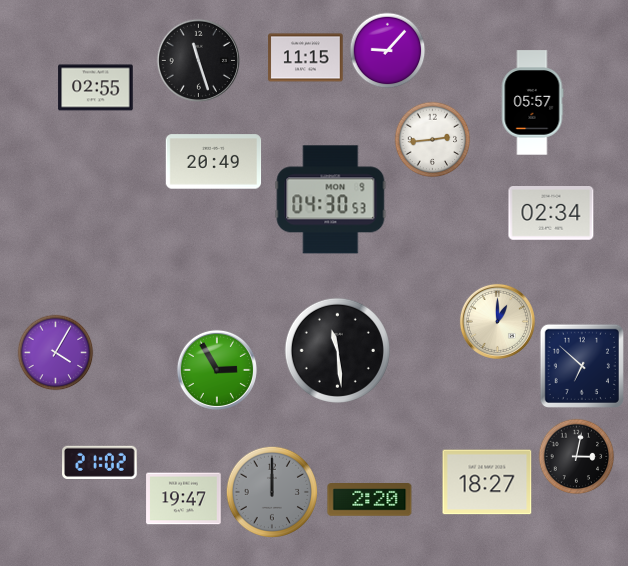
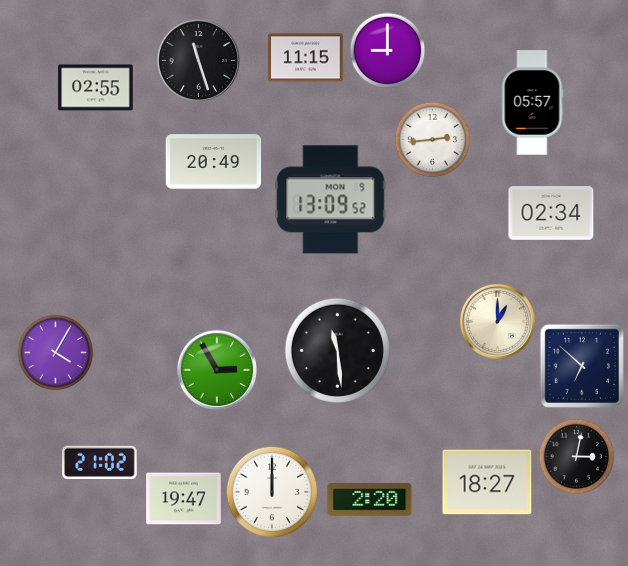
clock at (388, 51): 9:07 -> 9:00
clock at (331, 200): 04:30 -> 13:09
clock at (271, 491) dial: grey -> white
